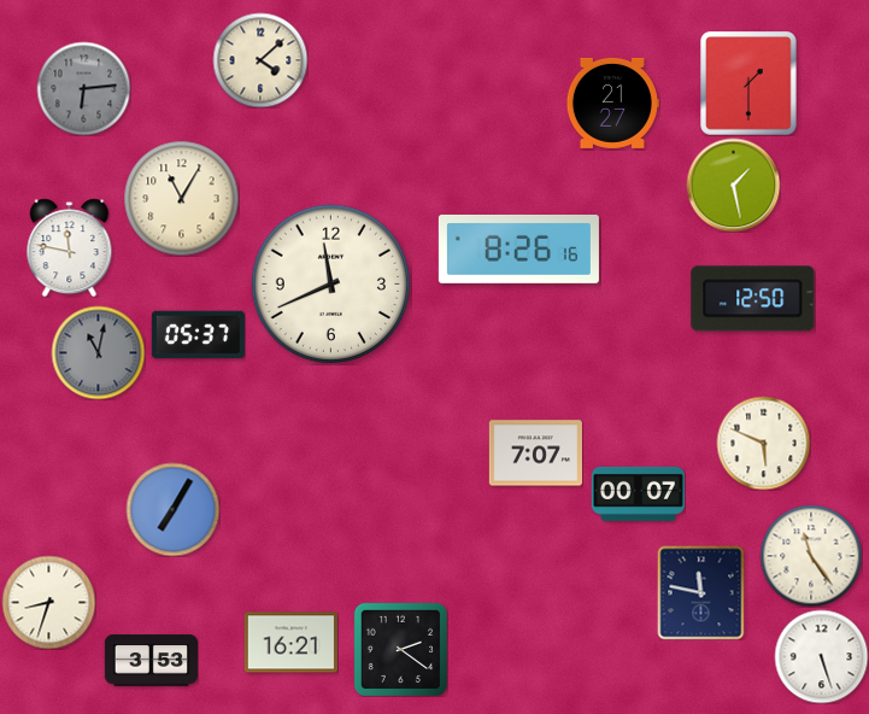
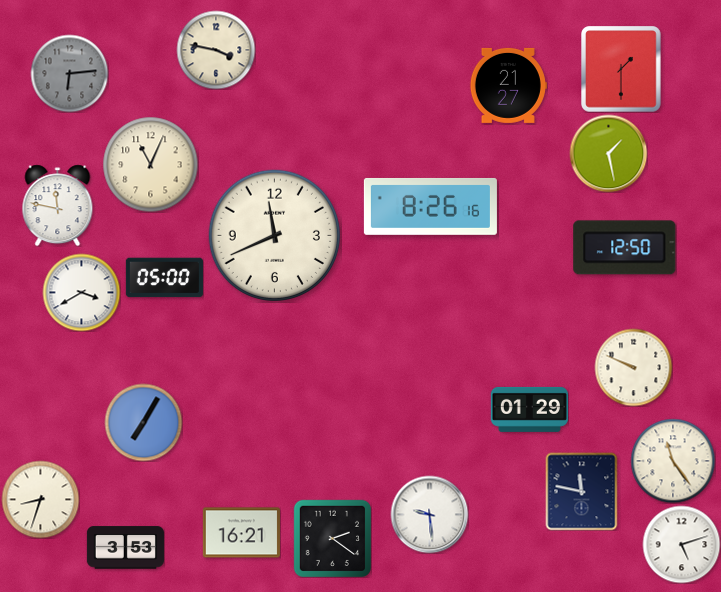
clock at (260, 60): 4:08 -> 3:47
clock at (181, 198): 11:05 -> 11:04
clock at (198, 335): 05:37 -> 05:00
clock at (98, 352): 11:02 -> 3:40
clock at (98, 352) dial: grey -> white
clock at (763, 443): 5:49 -> 9:49
clock at (535, 453): 7:07 -> none
clock at (638, 493): 00:07 -> 01:29
clock at (429, 514): none -> 9:29
clock at (821, 656): 5:27 -> 5:12
